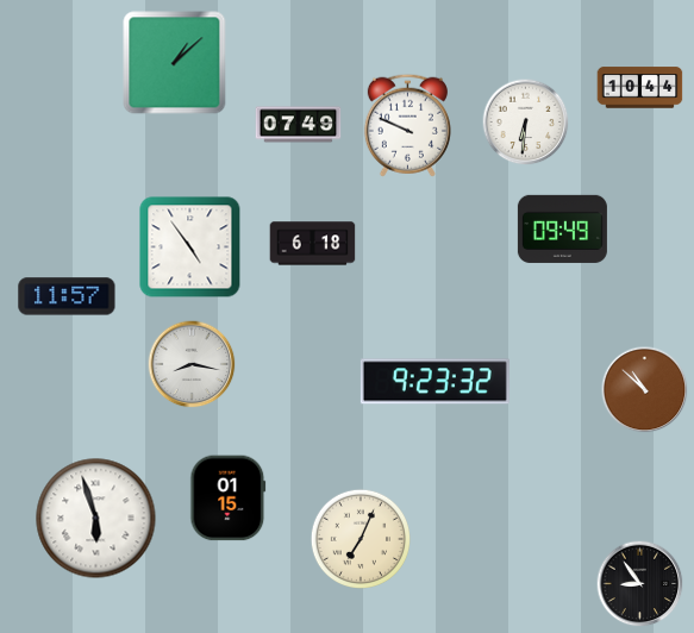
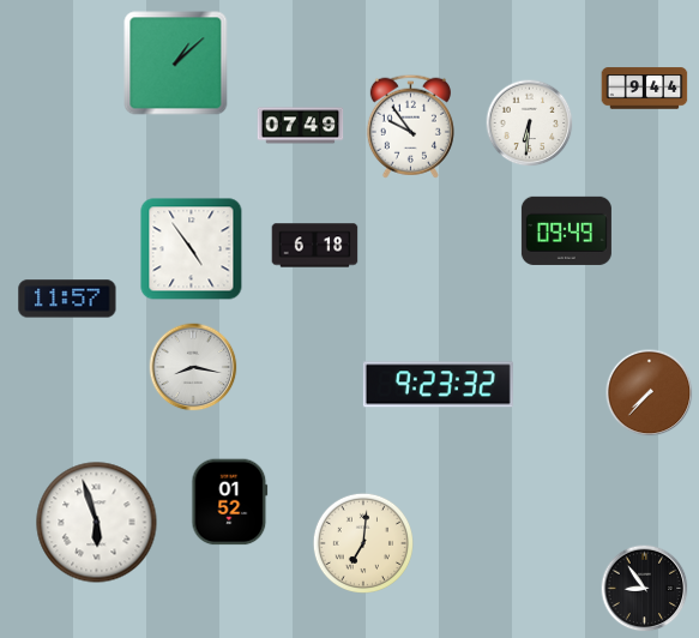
clock at (640, 88): 10:44 -> 9:44
clock at (407, 125): 9:49 -> 9:54
clock at (645, 390): 10:52 -> 7:37
clock at (229, 499): 01:15 -> 01:52
clock at (359, 538): 7:04 -> 7:01
